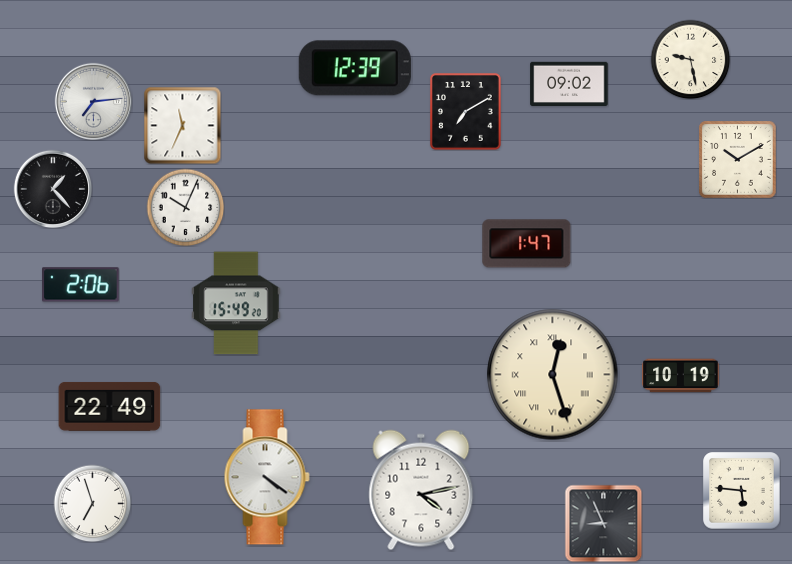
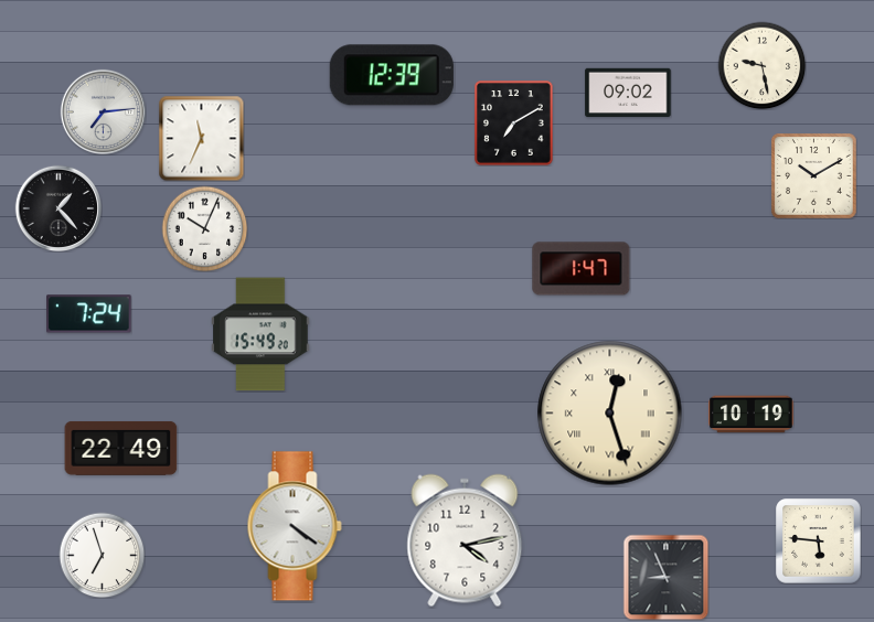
clock at (81, 285): 2:06 -> 7:24
